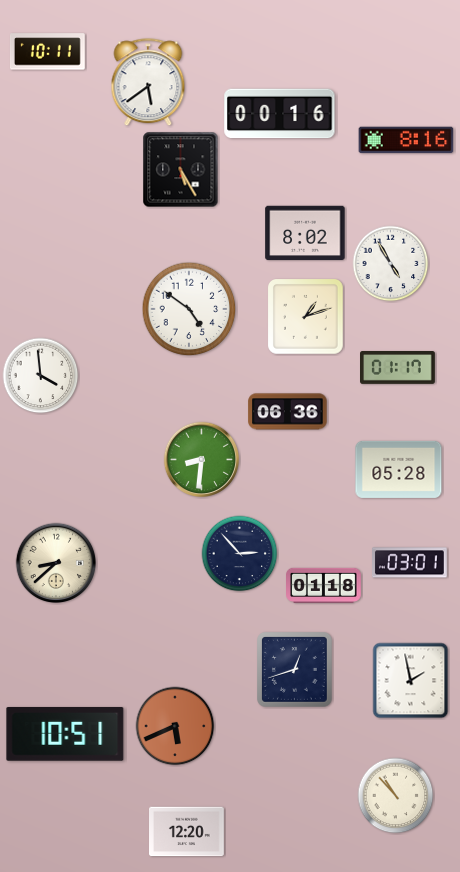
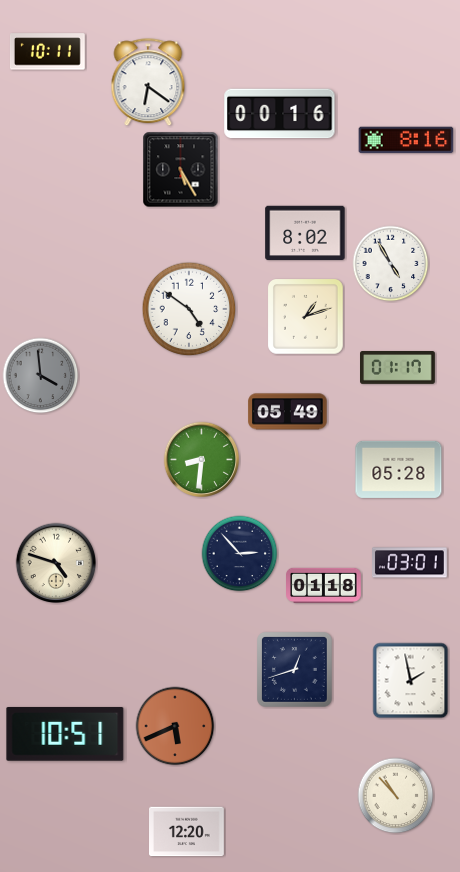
clock at (148, 83): 5:39 -> 6:21
clock at (41, 376) dial: white -> grey
clock at (288, 412): 06:36 -> 05:49
clock at (56, 563): 8:38 -> 4:48
